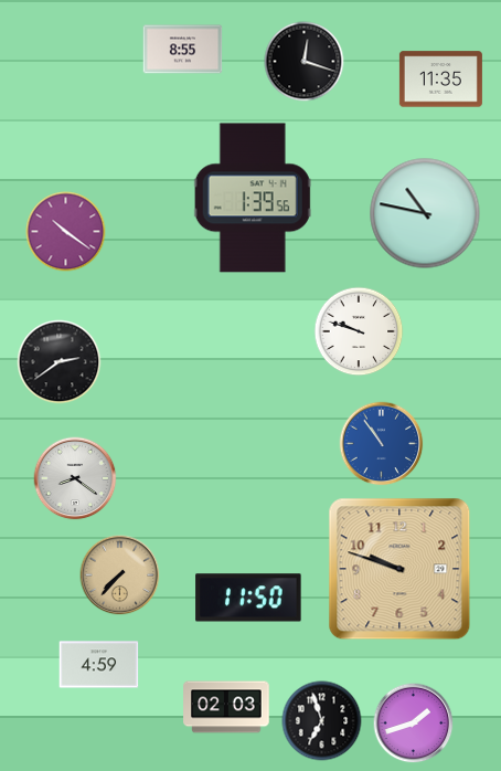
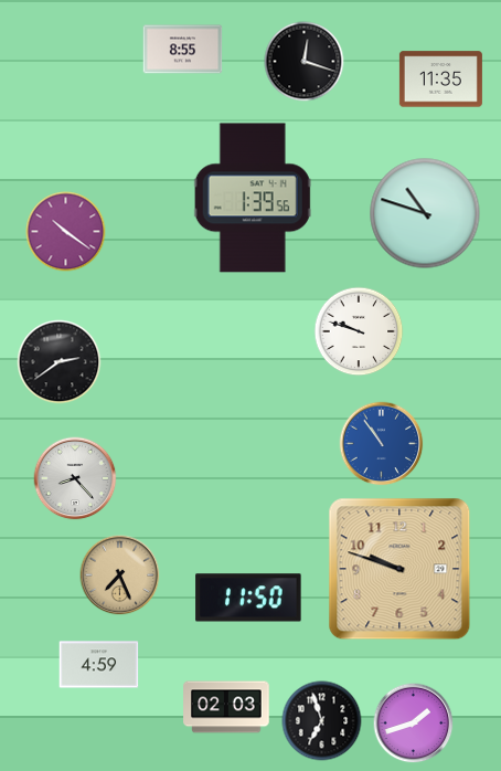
clock at (425, 213): 10:47 -> 10:48
clock at (75, 478): 8:21 -> 8:23
clock at (120, 575): 7:37 -> 7:26
